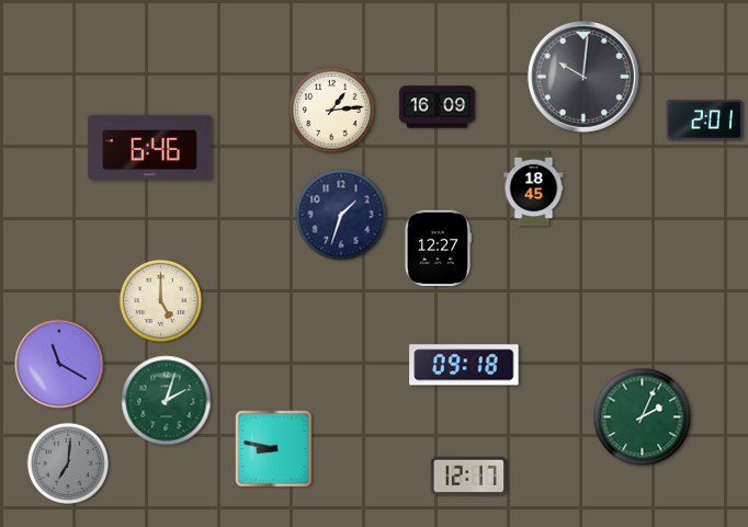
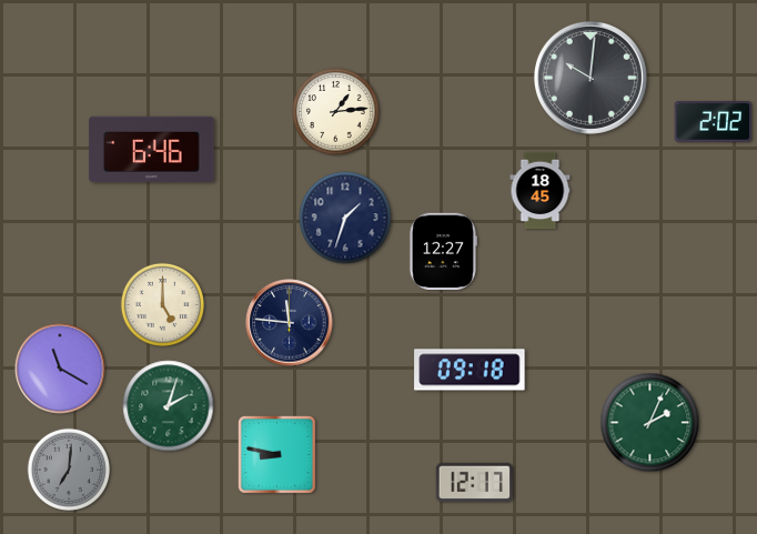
clock at (438, 107): 16:09 -> none
clock at (704, 121): 2:01 -> 2:02
clock at (290, 323): none -> 11:46
